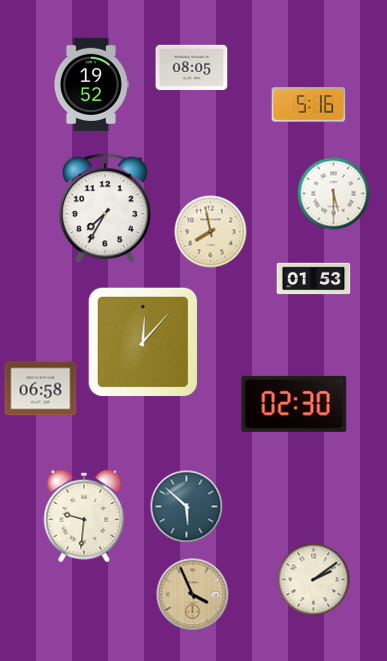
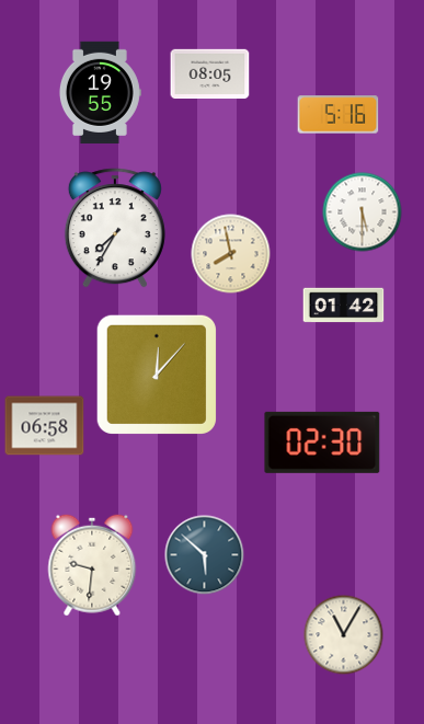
clock at (91, 84): 19:52 -> 19:55
clock at (334, 194) position: (334, 194) -> (363, 212)
clock at (314, 279): 01:53 -> 01:42
clock at (314, 580): 2:09 -> 11:05
clock at (193, 595): 3:56 -> none
